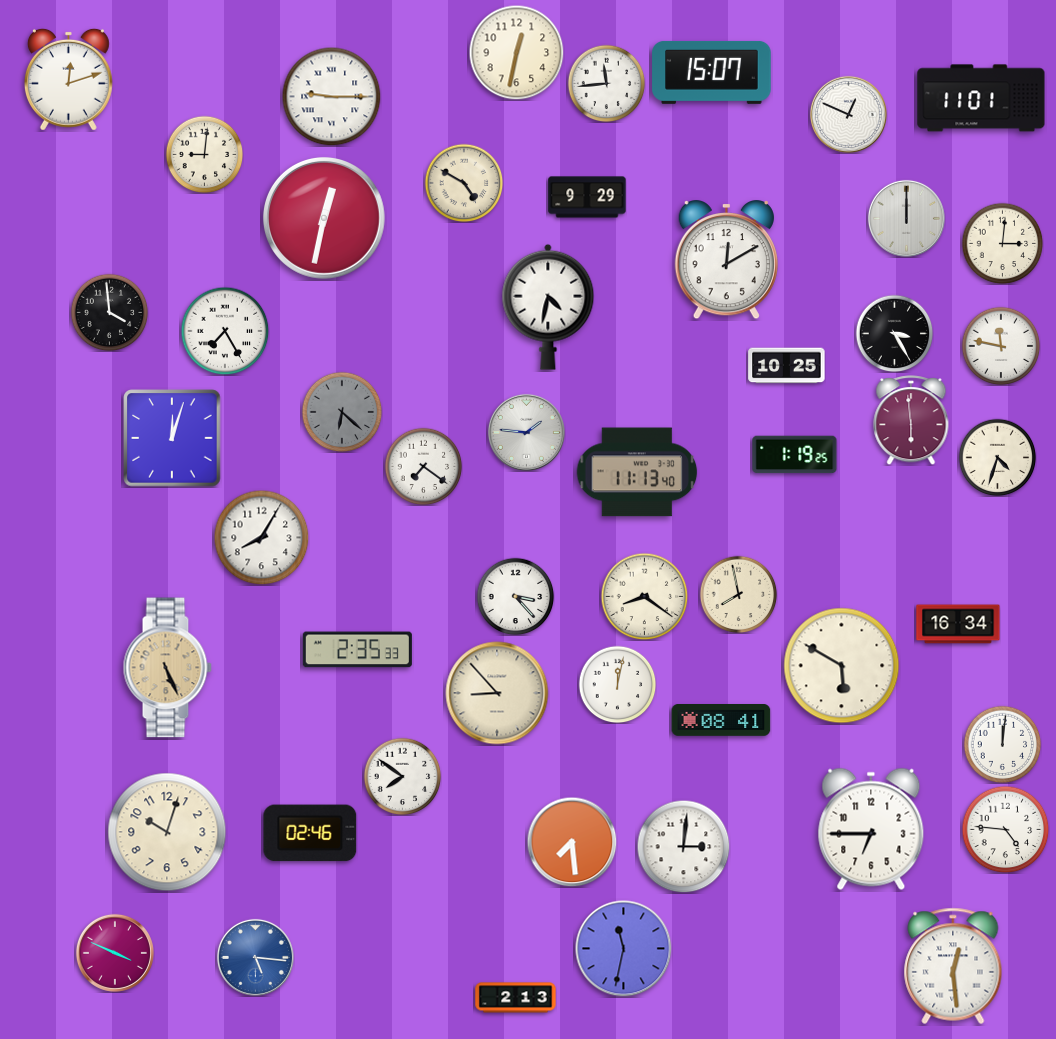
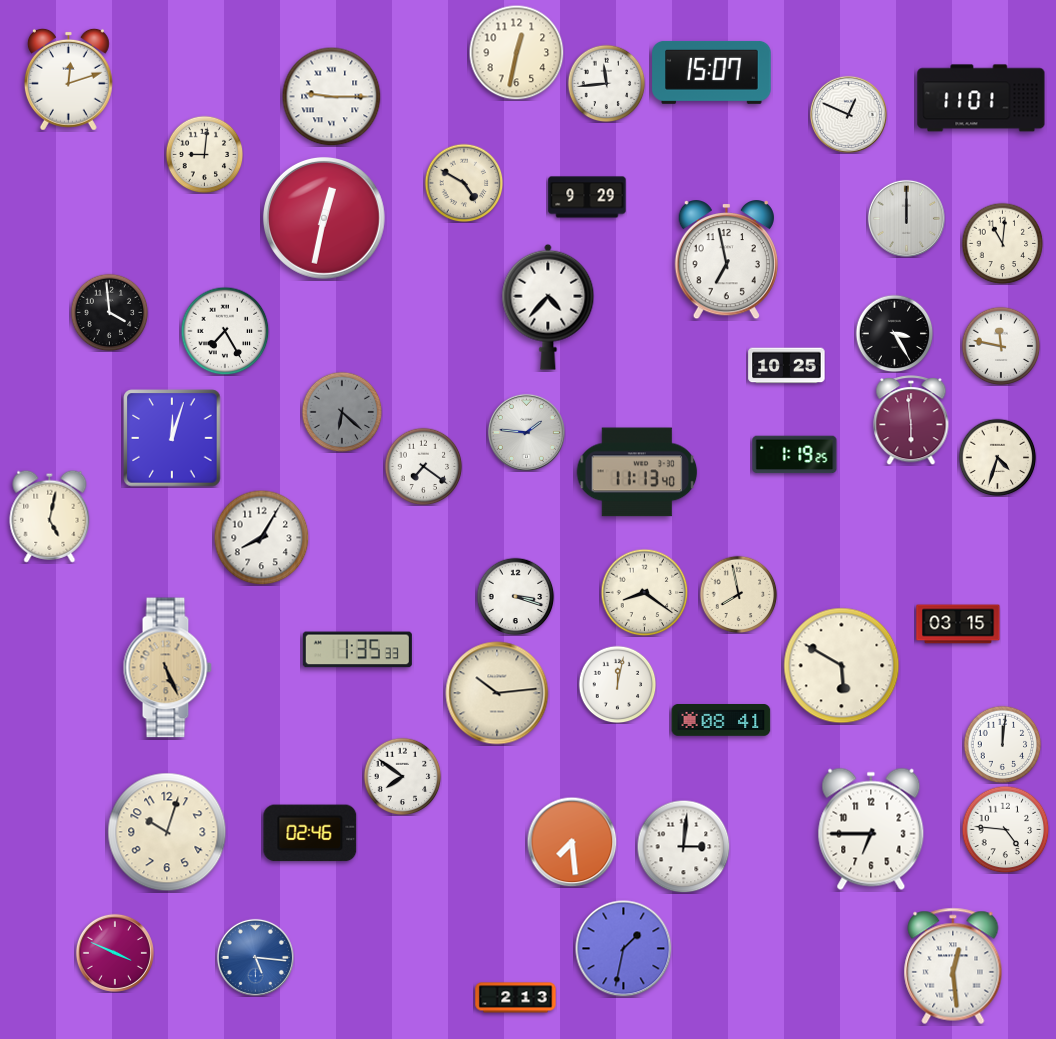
clock at (1002, 243): 3:01 -> 11:01
clock at (726, 260): 12:10 -> 6:58
clock at (548, 307): 4:32 -> 4:37
clock at (50, 516): none -> 5:02
clock at (515, 596): 3:23 -> 3:18
clock at (644, 596) position: (644, 596) -> (644, 592)
clock at (958, 624): 16:34 -> 03:15
clock at (357, 650): 2:35 -> 1:35
clock at (497, 693): 8:53 -> 10:14
clock at (624, 949): 11:32 -> 1:32
